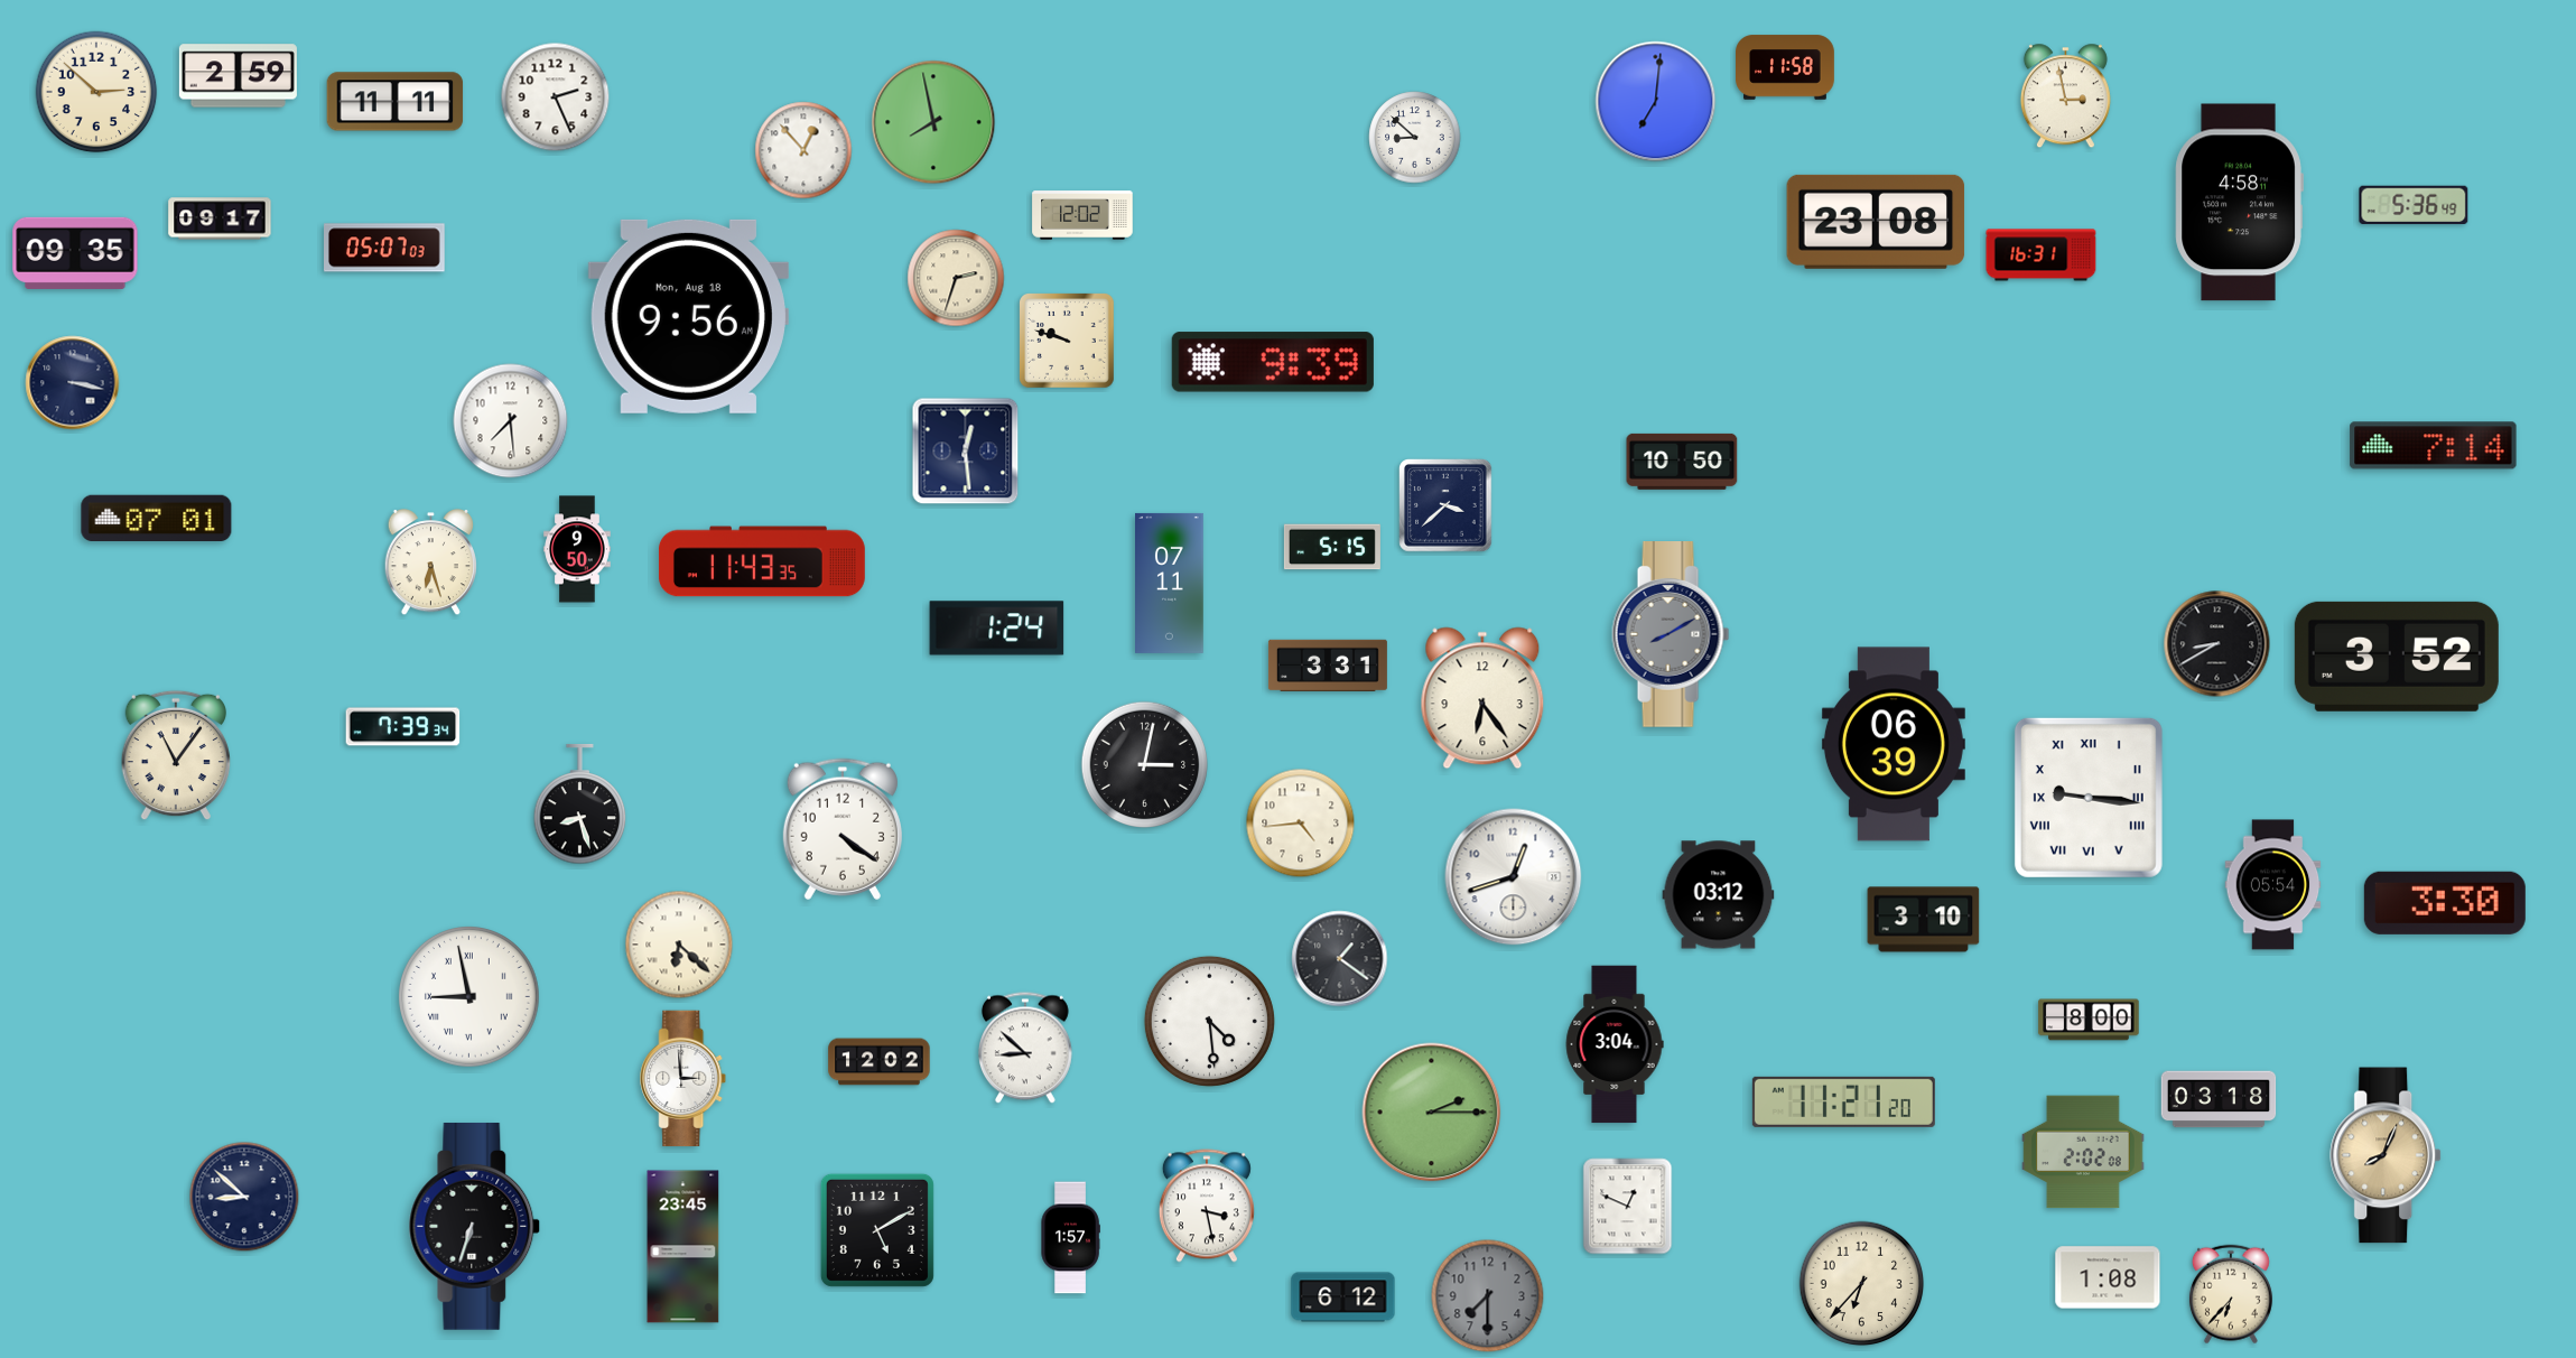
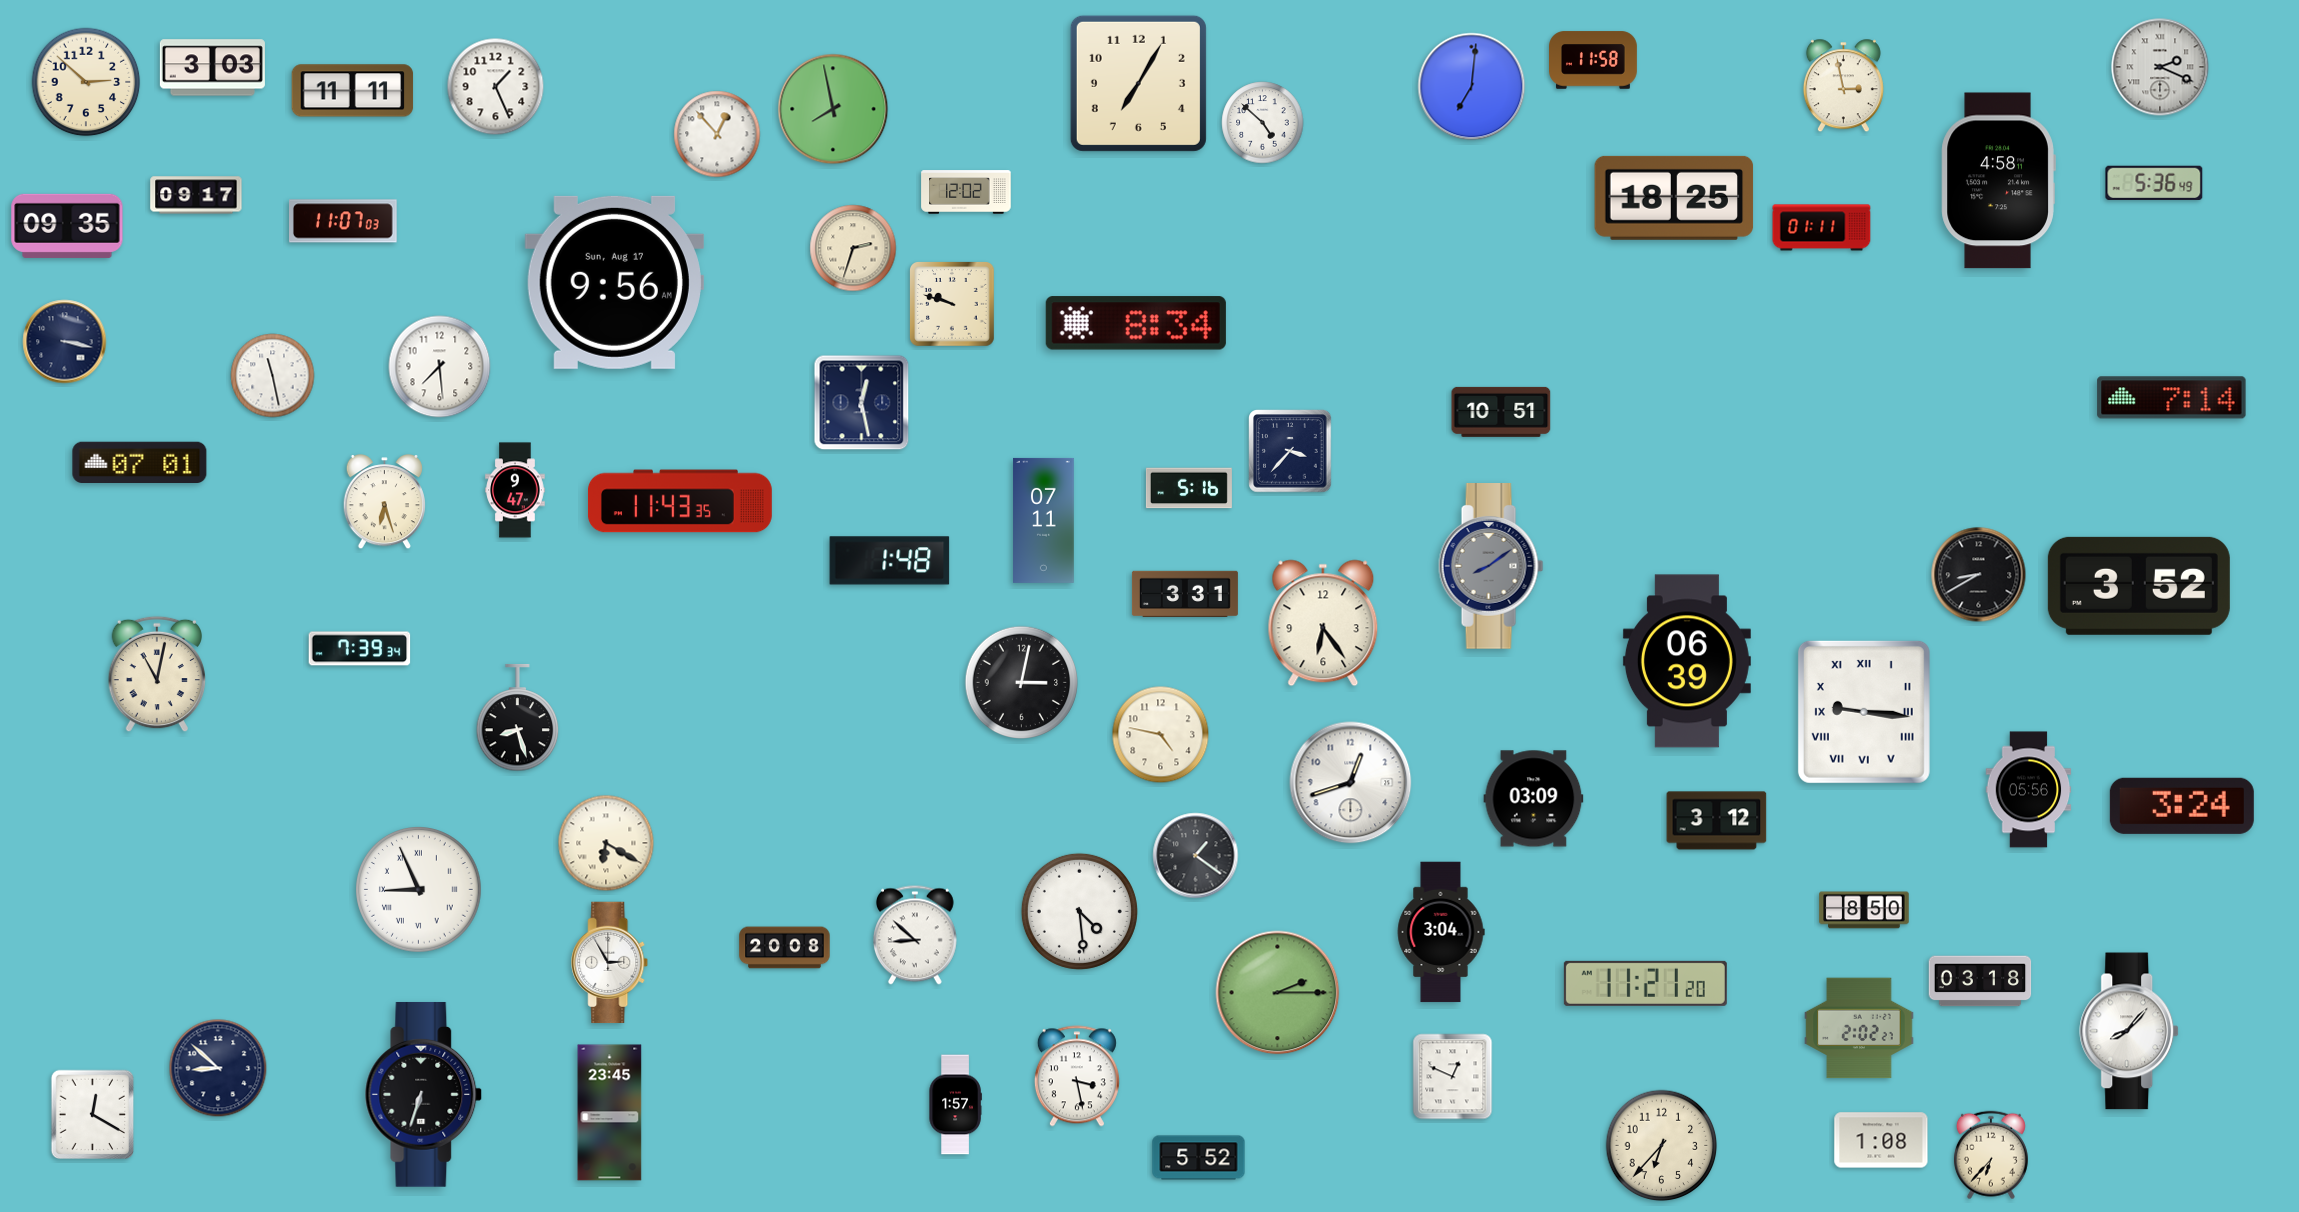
clock at (2160, 67): none -> 2:19
clock at (238, 76): 2:59 -> 3:03
clock at (1138, 83): none -> 7:05
clock at (556, 97): 2:26 -> 1:26
clock at (1656, 102) position: (1656, 102) -> (1472, 87)
clock at (1415, 138): 8:52 -> 4:52
clock at (1876, 222): 23:08 -> 18:25
clock at (385, 248): 05:07 -> 11:07
clock at (2042, 255): 16:31 -> 01:11
clock at (688, 316) date: Mon, Aug 18 -> Sun, Aug 17
clock at (1273, 362): 9:39 -> 8:34
clock at (273, 376): none -> 11:28
clock at (511, 421) position: (511, 421) -> (440, 367)
clock at (966, 452): 12:29 -> 12:28
clock at (1682, 462): 10:50 -> 10:51
clock at (1445, 505): 3:38 -> 3:37
clock at (1332, 547): 5:15 -> 5:16
clock at (577, 549): 9:50 -> 9:47
clock at (997, 629): 1:24 -> 1:48
clock at (1671, 635): 8:10 -> 8:09
clock at (1894, 744) position: (1894, 744) -> (1687, 661)
clock at (175, 755): 11:06 -> 11:02
clock at (1301, 824): 4:44 -> 4:47
clock at (843, 829): 4:21 -> none
clock at (2273, 885): 05:54 -> 05:56
clock at (1719, 895): 03:12 -> 03:09
clock at (2445, 903): 3:30 -> 3:24
clock at (1924, 920): 3:10 -> 3:12
clock at (679, 945): 6:22 -> 6:20
clock at (469, 997): 8:58 -> 8:56
clock at (2089, 1020): 8:00 -> 8:50
clock at (880, 1062): 12:02 -> 20:08
clock at (683, 1079): 2:59 -> 2:55
clock at (2083, 1152): 2:02:08 -> 2:02:27
clock at (2387, 1155): 8:04 -> 8:07
clock at (2387, 1155) dial: champagne -> white
clock at (877, 1230): 5:10 -> none
clock at (93, 1115): none -> 12:20
clock at (1488, 1296): 7:30 -> none
clock at (1343, 1297): 6:12 -> 5:52
